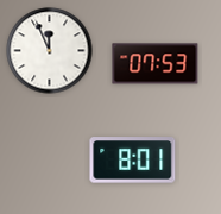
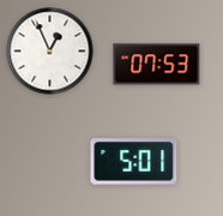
clock at (50, 51): 11:56 -> 12:56
clock at (133, 160): 8:01 -> 5:01
